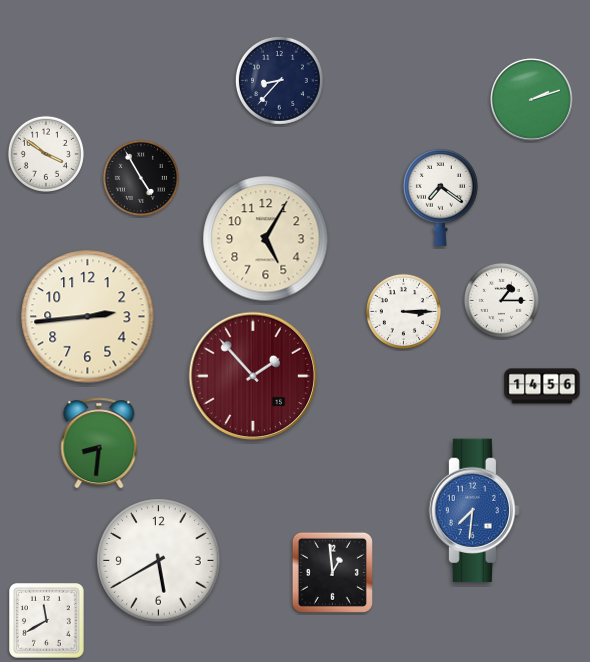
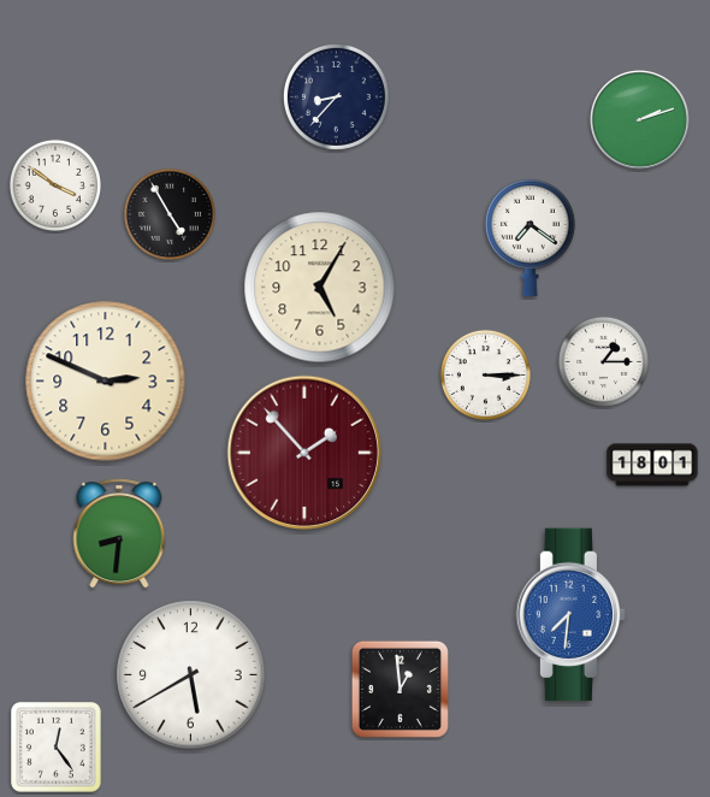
clock at (88, 317): 2:44 -> 2:49
clock at (542, 386): 14:56 -> 18:01
clock at (47, 621): 11:40 -> 12:24
